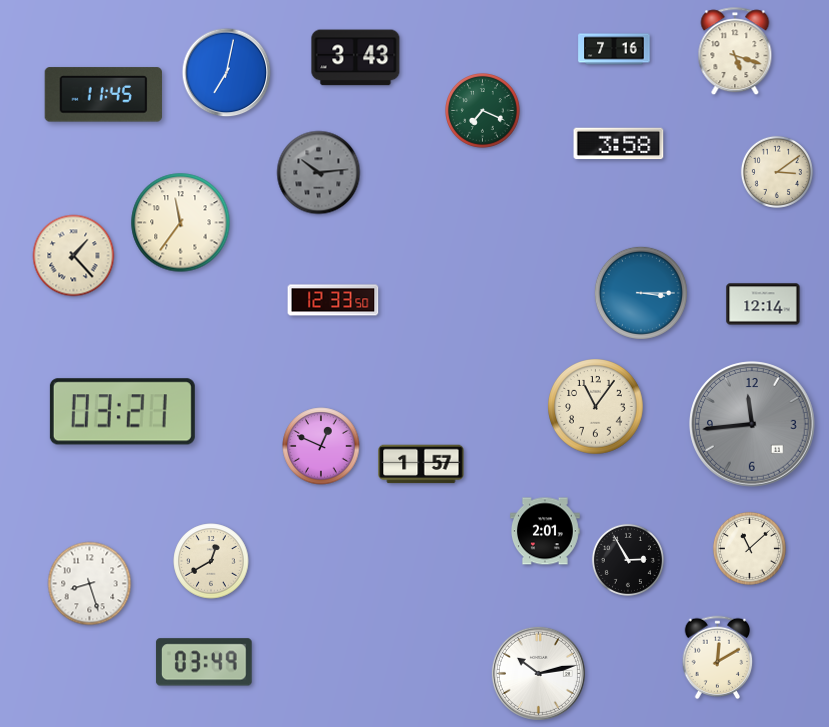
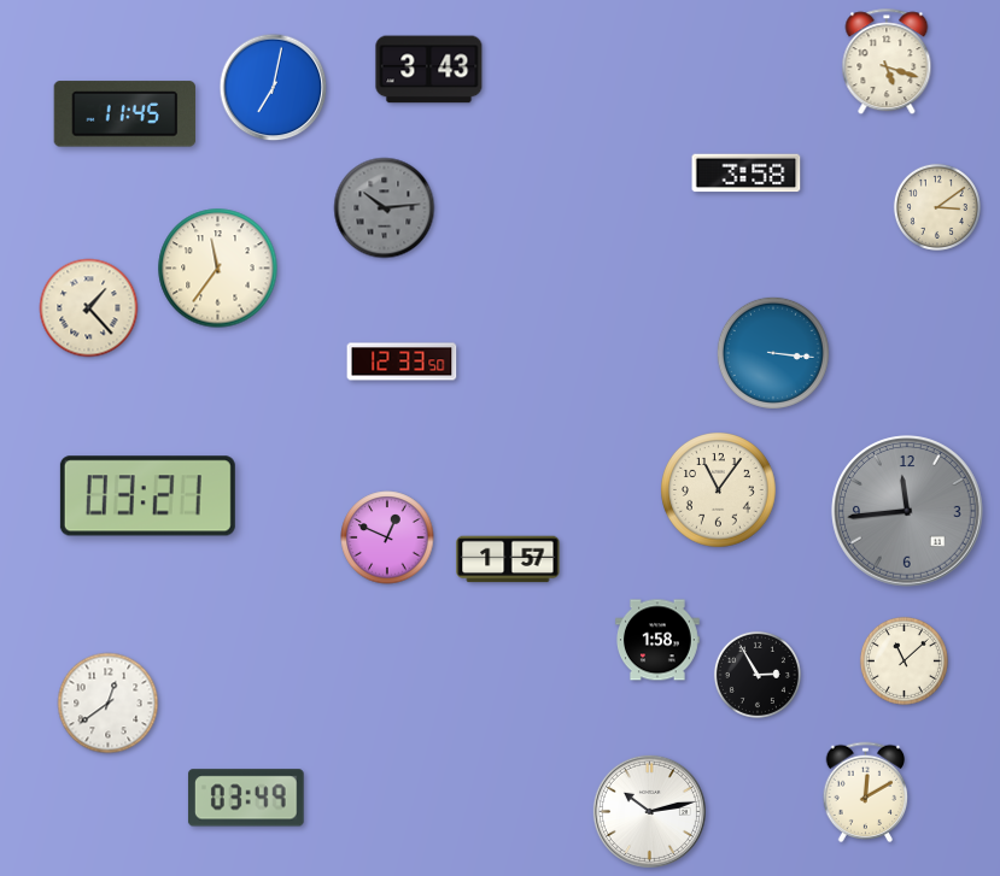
clock at (614, 49): 7:16 -> none
clock at (483, 111): 7:19 -> none
clock at (641, 293): 3:15 -> 3:16
clock at (763, 304): 12:14 -> none
clock at (545, 531): 2:01 -> 1:58
clock at (211, 561): 12:40 -> none
clock at (90, 584): 8:27 -> 12:39
